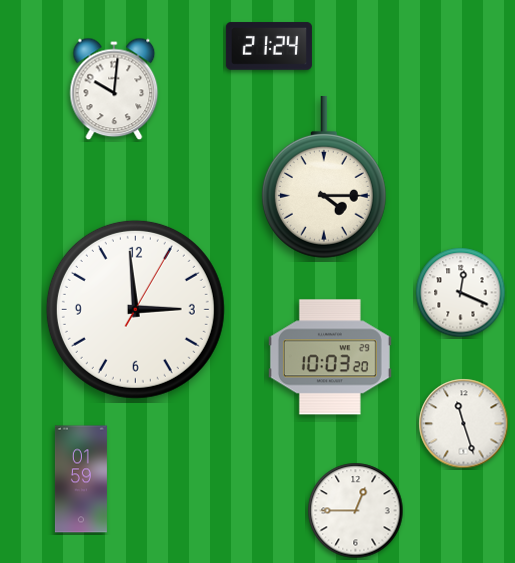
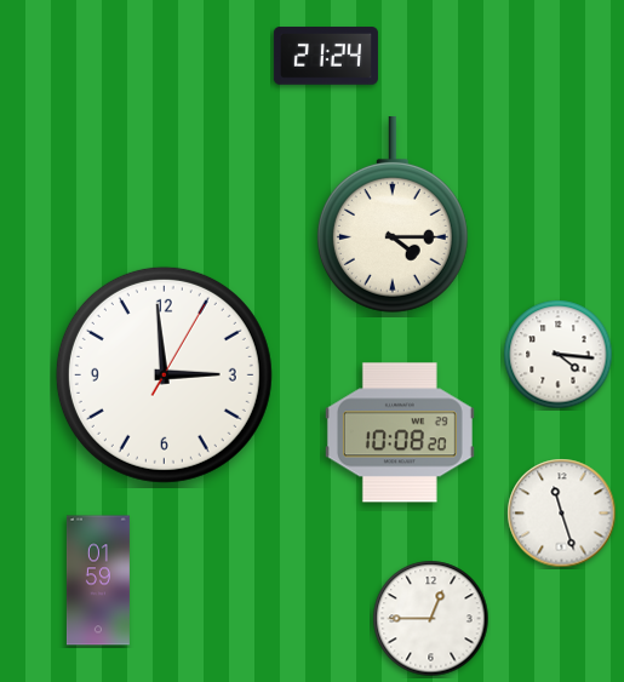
clock at (114, 89): 10:01 -> none
clock at (461, 293): 12:19 -> 4:16
clock at (330, 357): 10:03 -> 10:08
